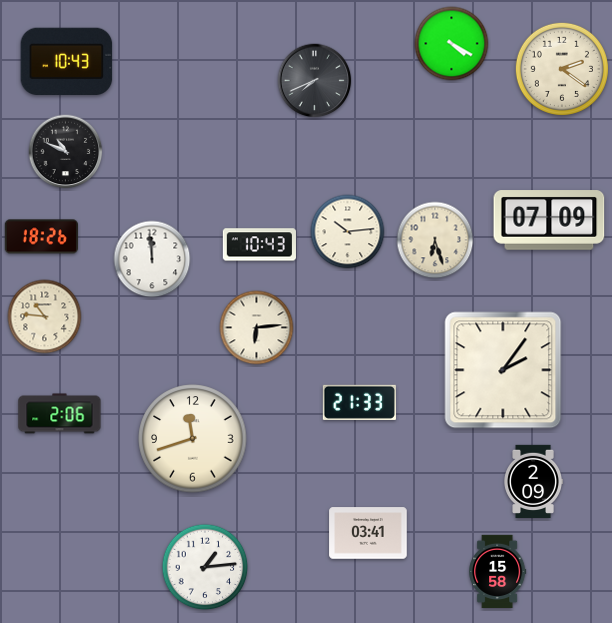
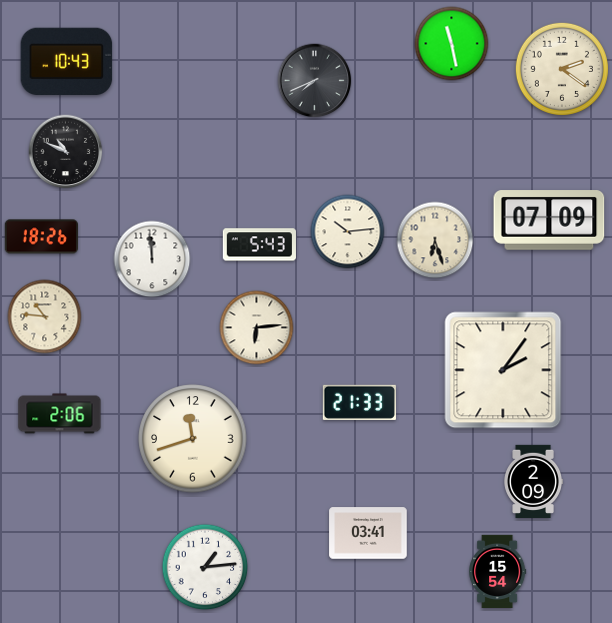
clock at (452, 44): 4:20 -> 11:28
clock at (259, 245): 10:43 -> 5:43
clock at (498, 571): 15:58 -> 15:54
